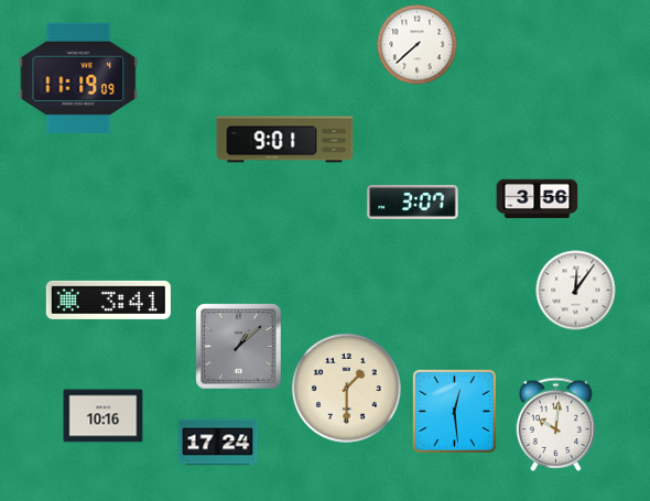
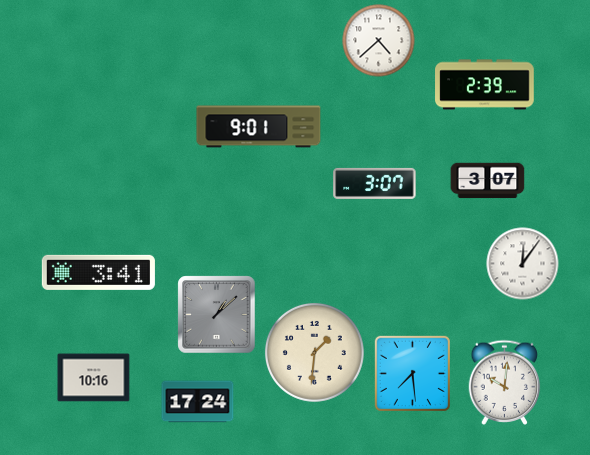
clock at (418, 45): 7:38 -> 4:38
clock at (78, 77): 11:19 -> none
clock at (485, 85): none -> 2:39
clock at (538, 199): 3:56 -> 3:07
clock at (346, 388): 1:30 -> 1:31
clock at (454, 411): 12:29 -> 7:29
clock at (556, 424) position: (556, 424) -> (505, 382)
